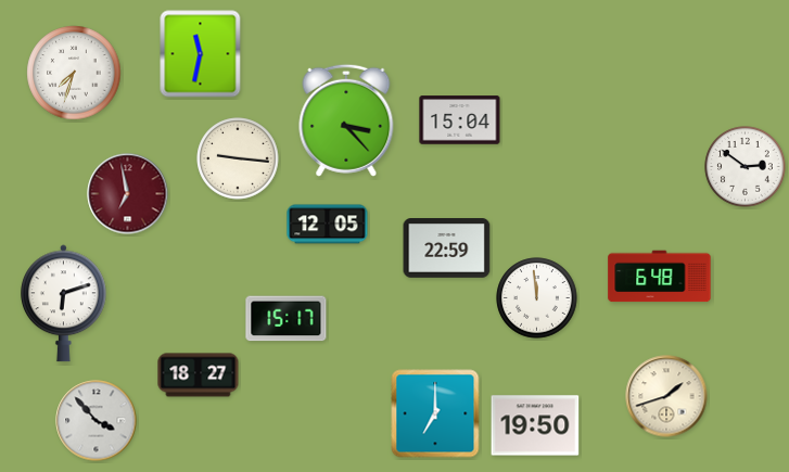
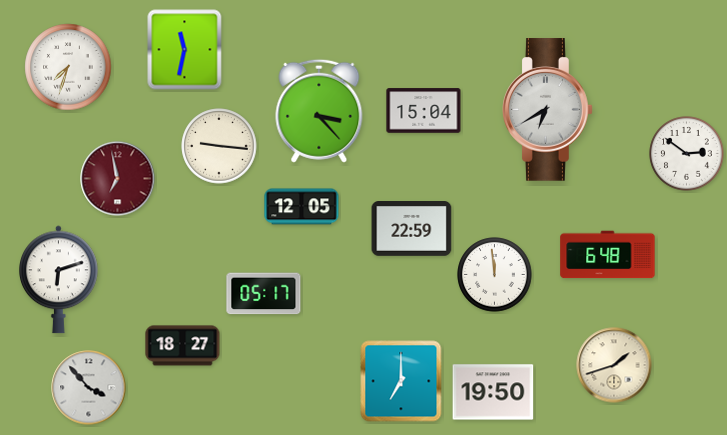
clock at (548, 110): none -> 6:40
clock at (287, 319): 15:17 -> 05:17
